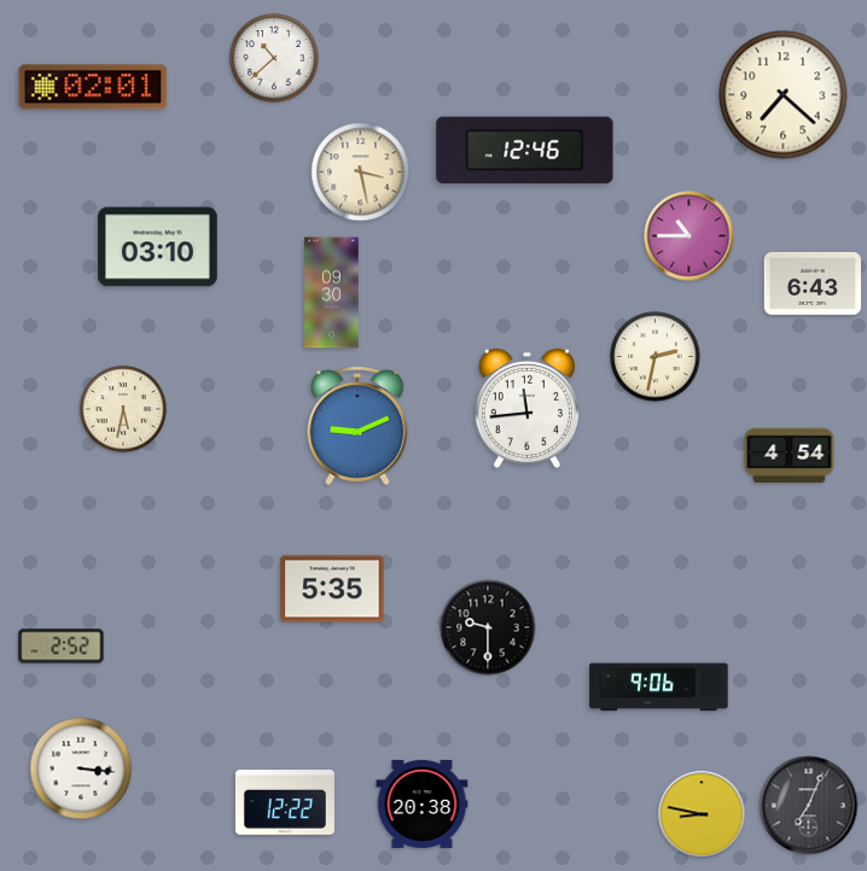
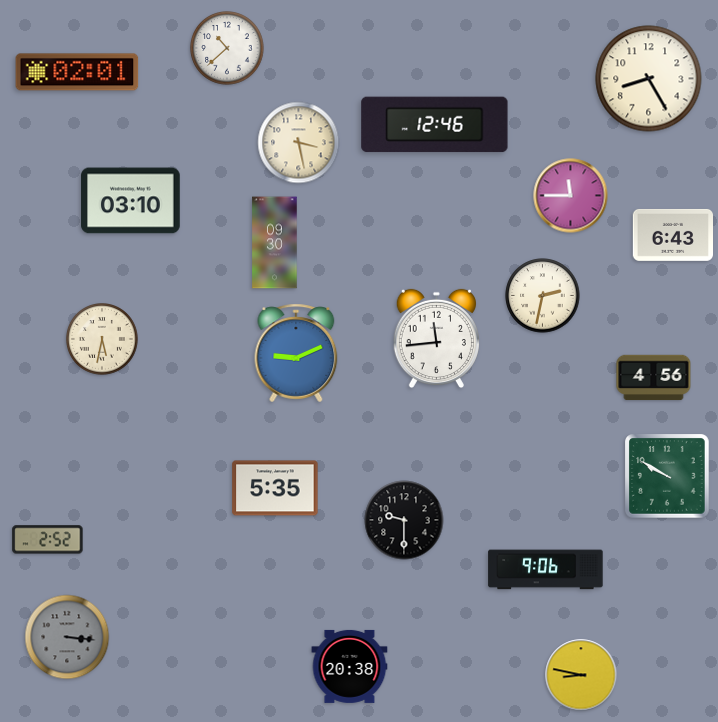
clock at (784, 95): 7:22 -> 8:25
clock at (689, 236): 10:45 -> 11:45
clock at (158, 247) position: (158, 247) -> (131, 201)
clock at (790, 456): 4:54 -> 4:56
clock at (667, 476): none -> 9:50
clock at (62, 647) position: (62, 647) -> (48, 540)
clock at (81, 768) dial: white -> grey
clock at (285, 803): 12:22 -> none
clock at (809, 806): 7:04 -> none
